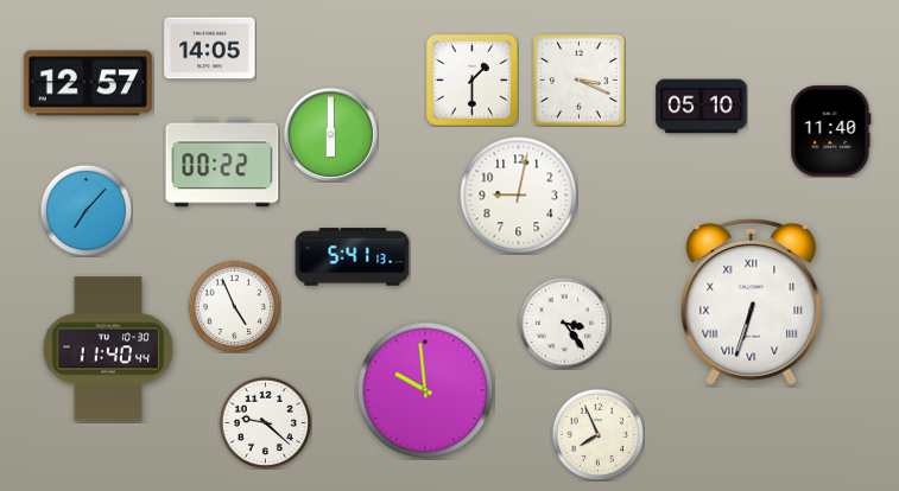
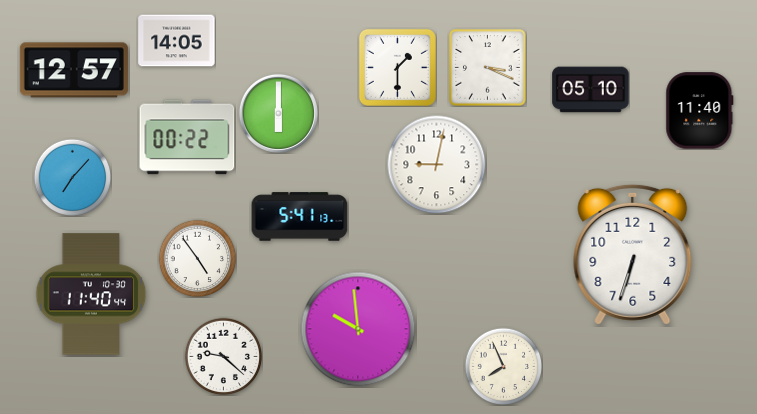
clock at (353, 257) position: (353, 257) -> (300, 217)
clock at (752, 301) numerals: Roman -> Arabic
clock at (234, 306): 4:56 -> 4:54
clock at (564, 323): 3:24 -> none
